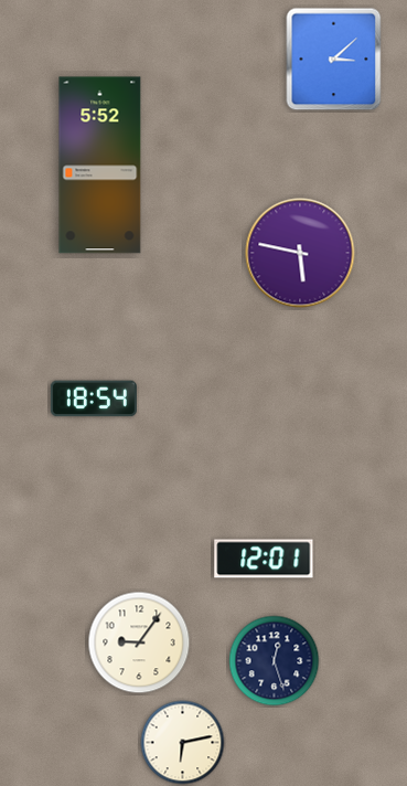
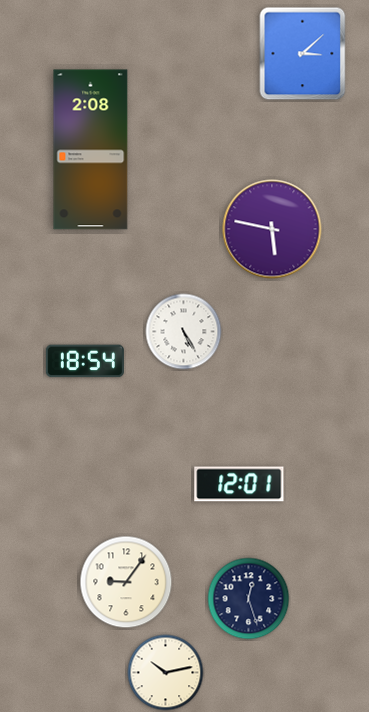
clock at (100, 166): 5:52 -> 2:08
clock at (184, 332): none -> 5:25
clock at (264, 559) position: (264, 559) -> (239, 484)
clock at (183, 743): 6:13 -> 10:13
